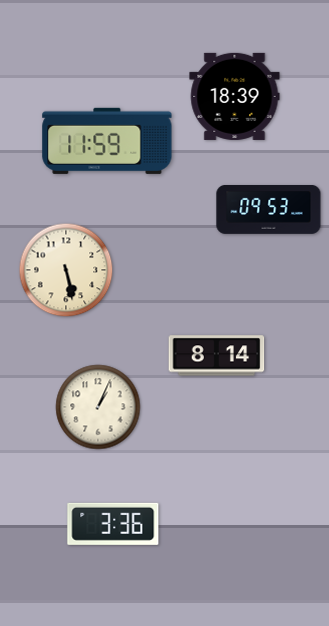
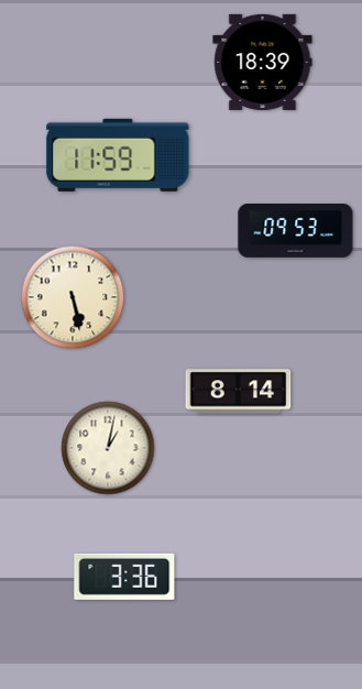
clock at (235, 96) position: (235, 96) -> (263, 62)
clock at (98, 407): 1:04 -> 1:02
